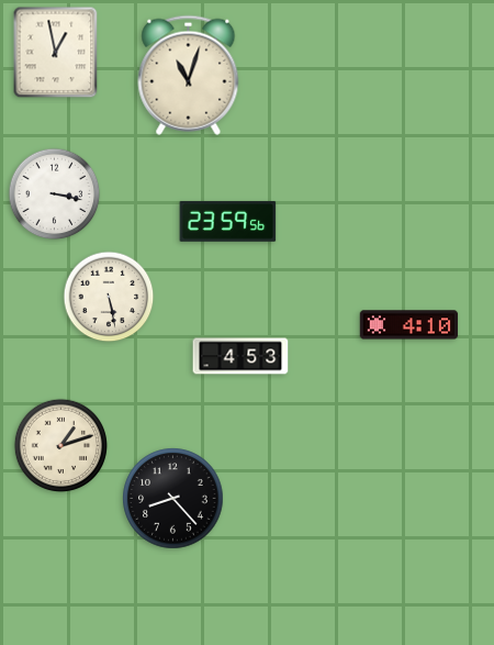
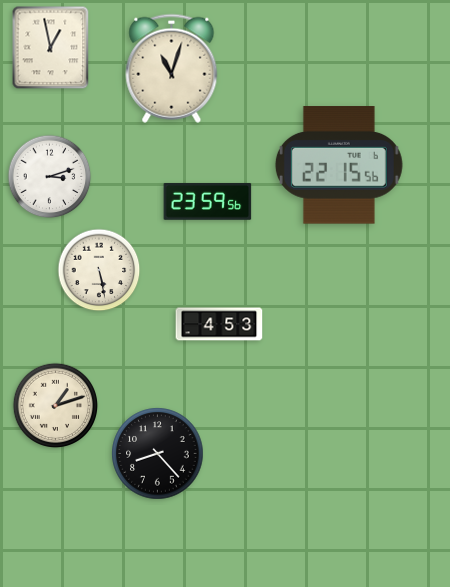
clock at (339, 165): none -> 22:15
clock at (55, 194): 3:17 -> 3:12
clock at (409, 325): 4:10 -> none
